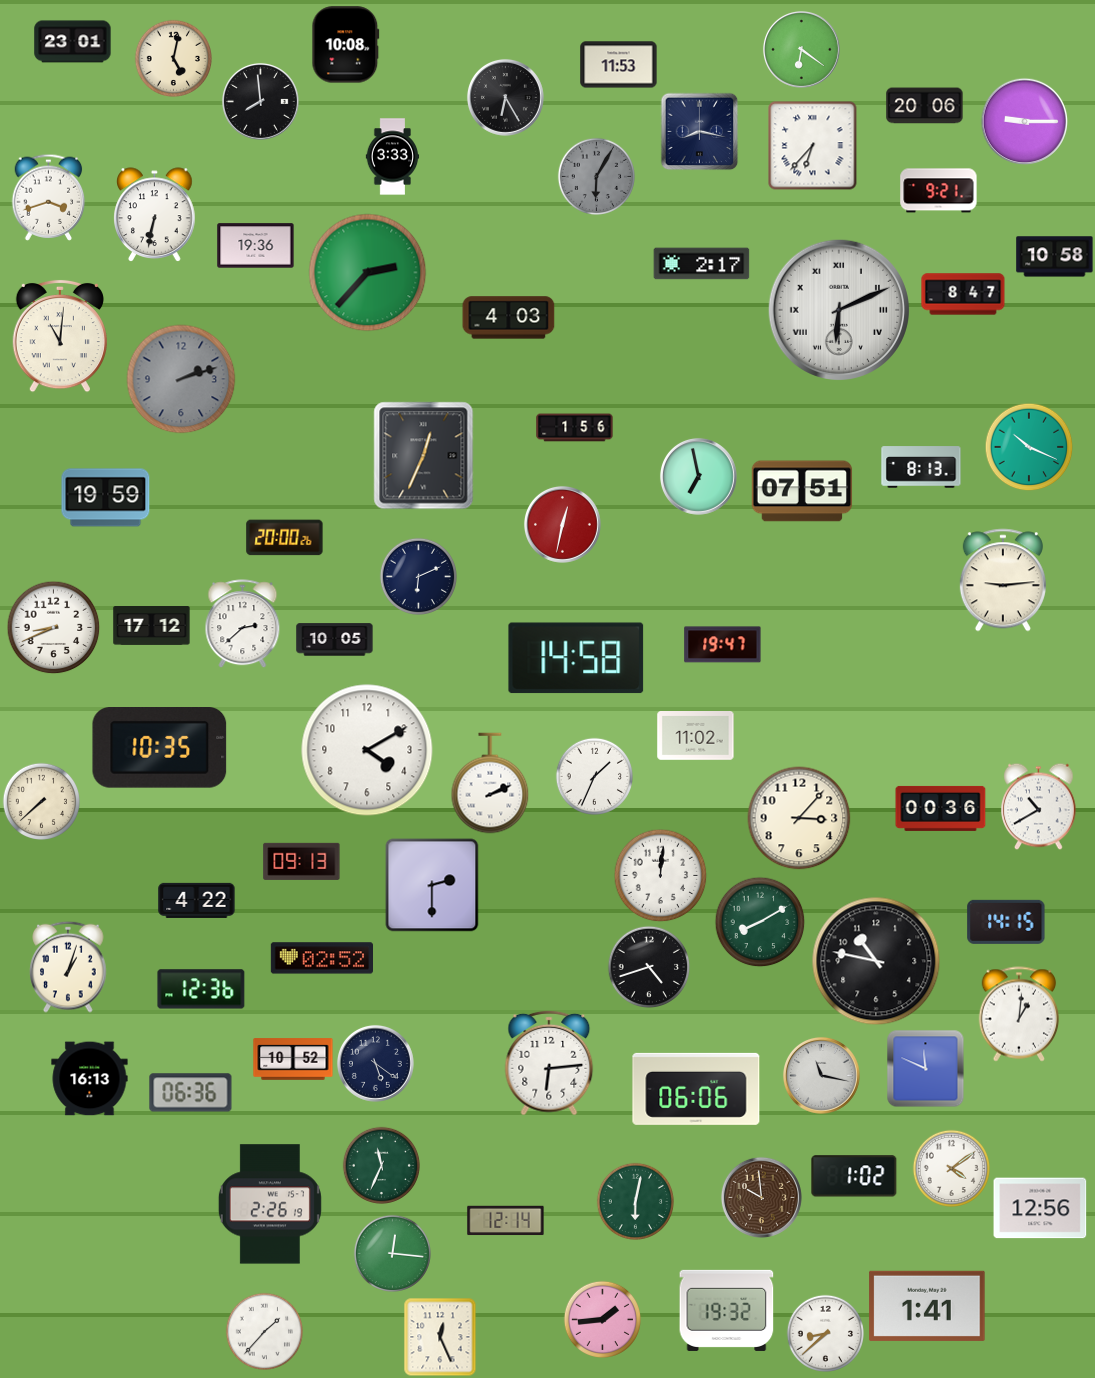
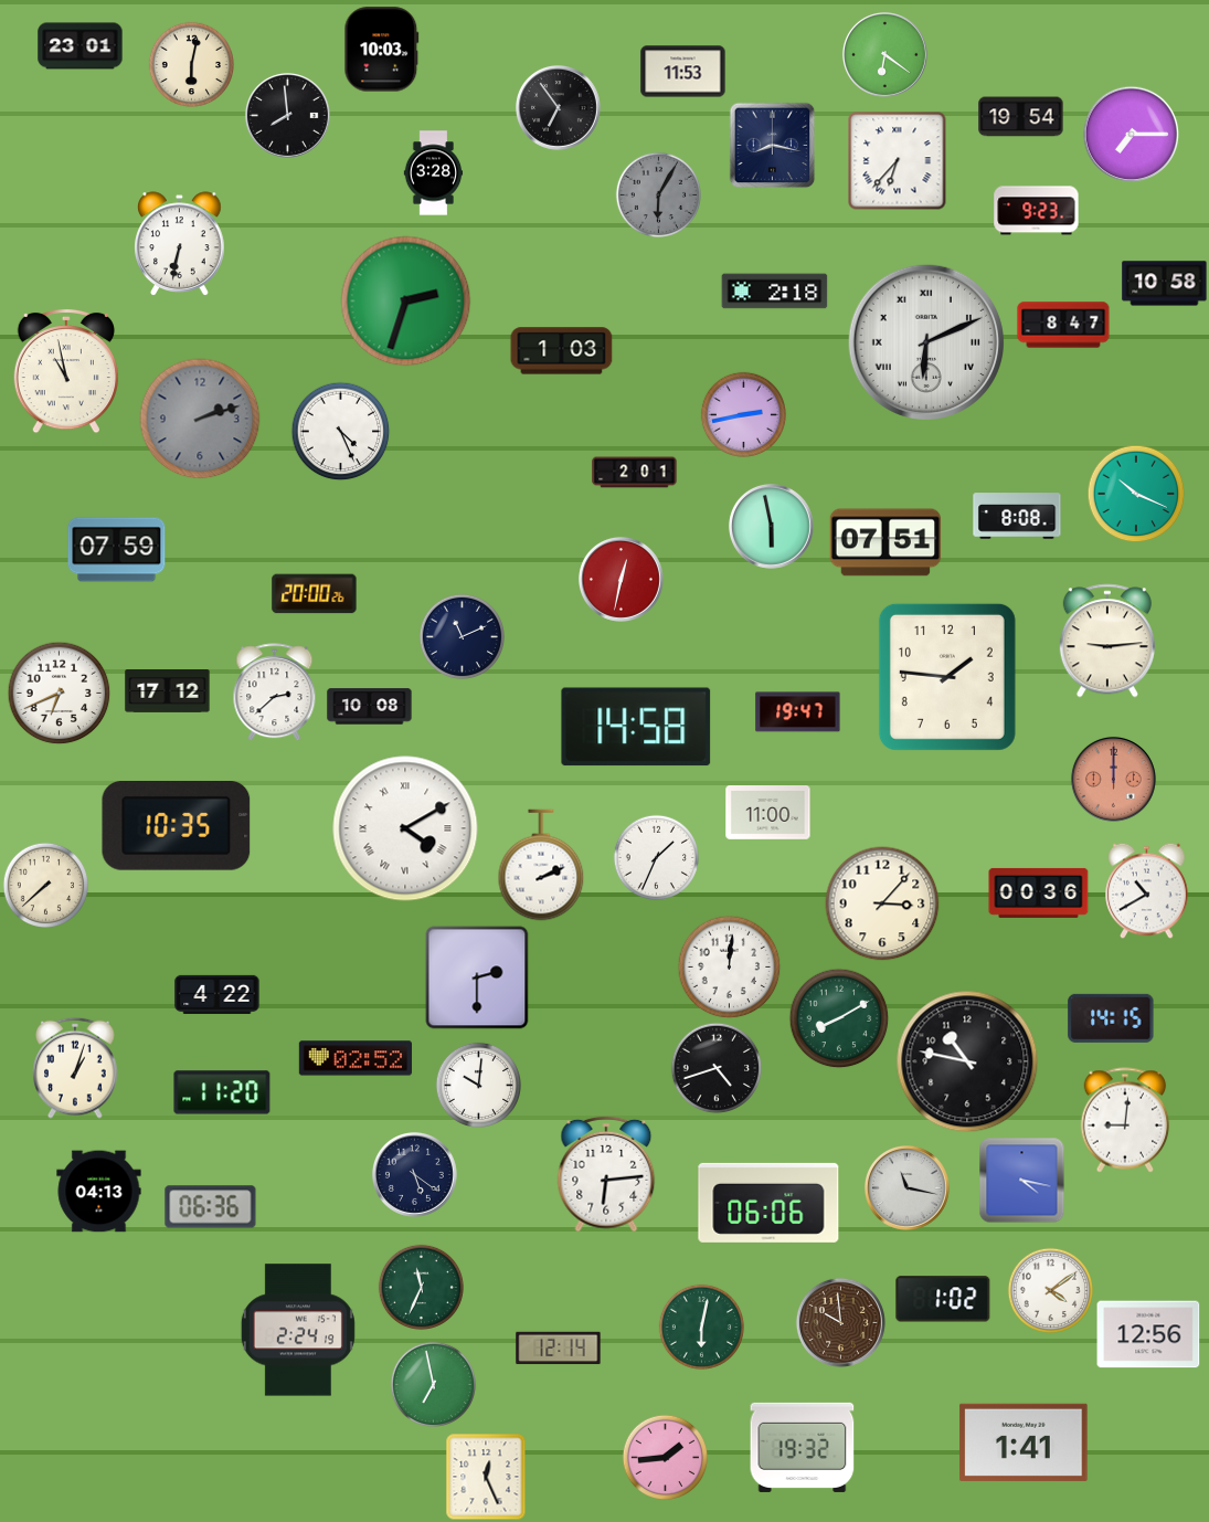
clock at (346, 45): 10:08 -> 10:03
clock at (173, 58): 5:02 -> 6:02
clock at (505, 97): 6:25 -> 6:54
clock at (260, 101) position: (260, 101) -> (287, 115)
clock at (925, 106): 20:06 -> 19:54
clock at (1024, 121): 9:15 -> 7:15
clock at (393, 157): 3:33 -> 3:28
clock at (939, 191): 9:21 -> 9:23
clock at (49, 197): 3:42 -> none
clock at (155, 214) position: (155, 214) -> (180, 243)
clock at (256, 246): 19:36 -> none
clock at (702, 264): 2:17 -> 2:18
clock at (368, 273): 2:37 -> 2:33
clock at (509, 318): 4:03 -> 1:03
clock at (60, 336): 11:01 -> 10:58
clock at (743, 414): none -> 2:43
clock at (340, 431): none -> 4:26
clock at (575, 428): 1:56 -> 2:01
clock at (424, 456): 12:34 -> none
clock at (921, 467): 8:13 -> 8:08
clock at (698, 476): 6:58 -> 5:58
clock at (106, 498): 19:59 -> 07:59
clock at (418, 576): 6:11 -> 11:11
clock at (947, 677): none -> 1:46
clock at (243, 624) position: (243, 624) -> (275, 693)
clock at (53, 627): 8:41 -> 6:41
clock at (335, 640): 10:05 -> 10:08
clock at (1113, 779): none -> 12:00
clock at (696, 736): 11:02 -> 11:00
clock at (367, 750) numerals: Arabic -> Roman
clock at (302, 861): 09:13 -> none
clock at (478, 1085): none -> 10:01
clock at (201, 989): 12:36 -> 11:20
clock at (1019, 1014): 1:01 -> 9:01
clock at (293, 1059): 10:52 -> none
clock at (925, 1068): 11:49 -> 4:17
clock at (90, 1079): 16:13 -> 04:13
clock at (270, 1204): 2:26 -> 2:24
clock at (392, 1253): 12:16 -> 6:58
clock at (264, 1331): 1:37 -> none
clock at (825, 1333): 8:38 -> none
